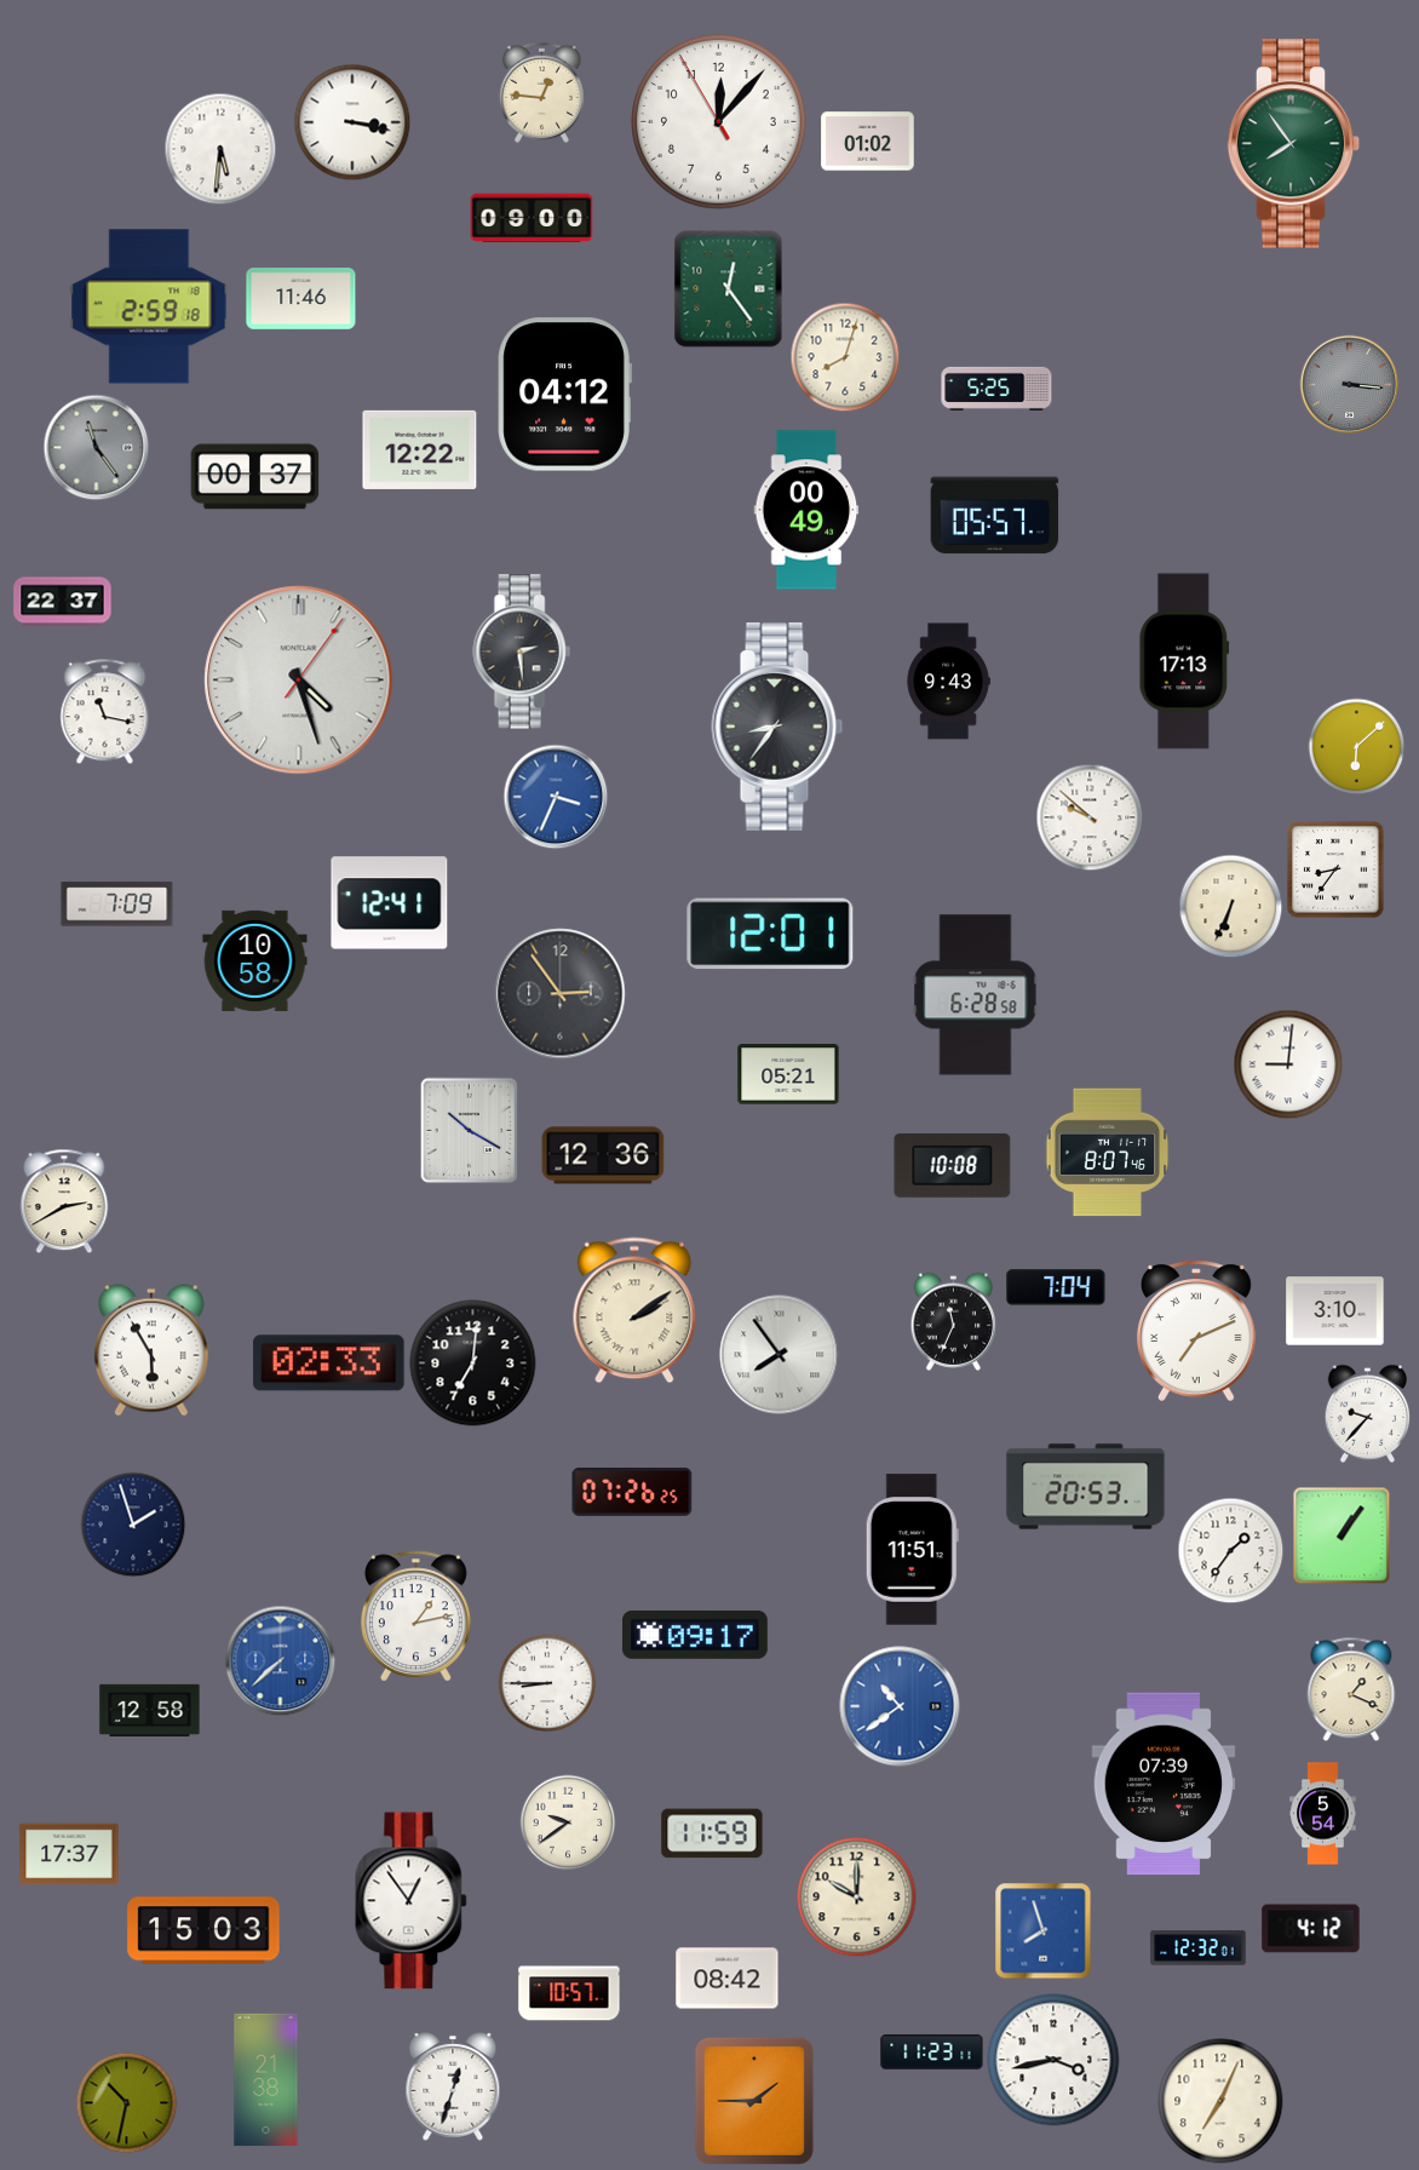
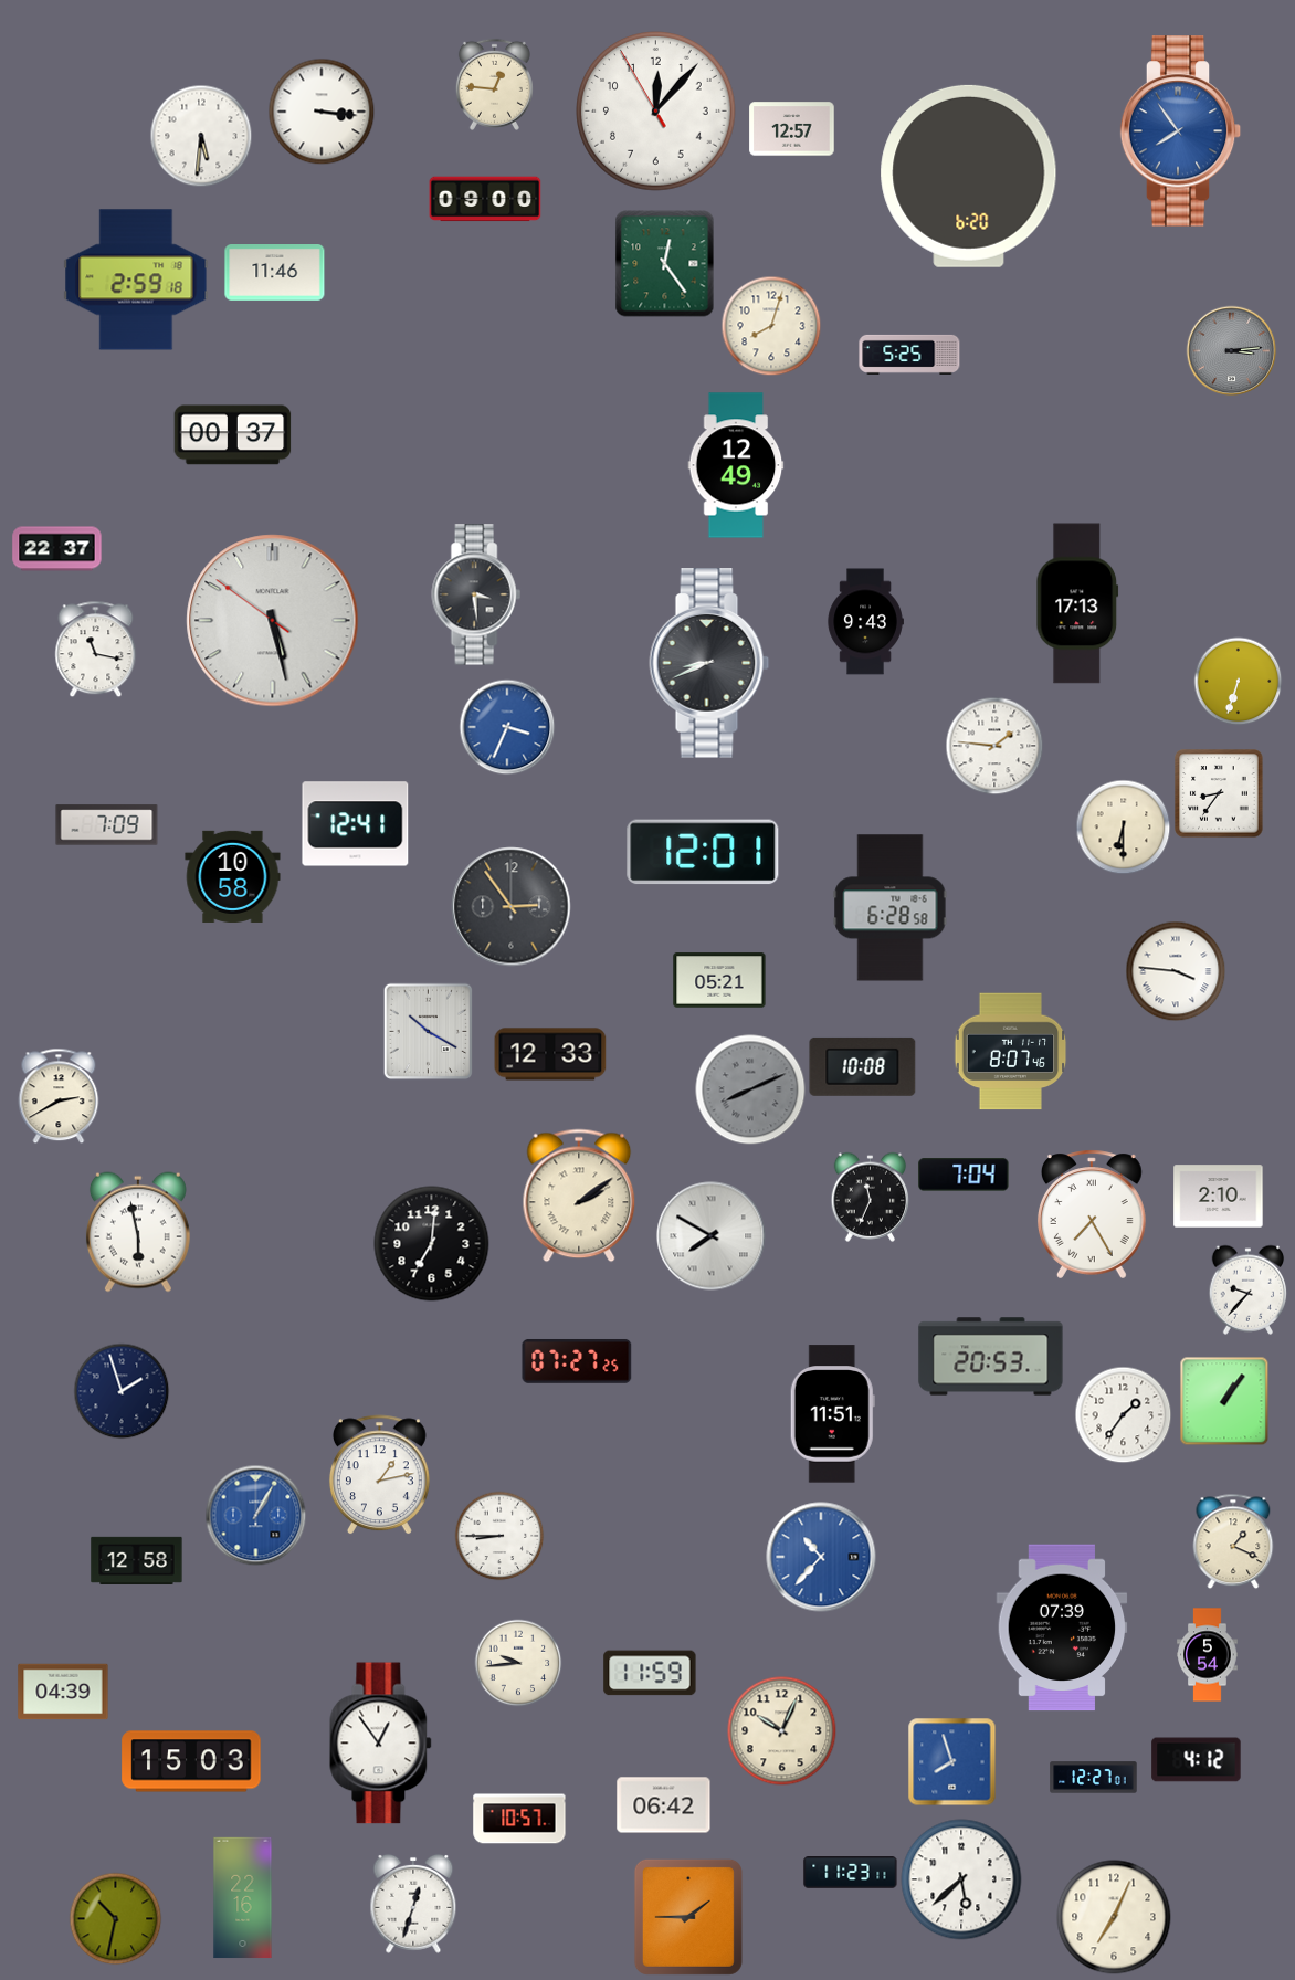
clock at (352, 122): 3:17 -> 3:16
clock at (868, 142): 01:02 -> 12:57
clock at (1294, 144) dial: green -> blue
clock at (969, 176): none -> 6:20
clock at (1349, 384): 3:16 -> 3:14
clock at (564, 395): 04:12 -> none
clock at (96, 447): 11:24 -> none
clock at (420, 449): 12:22 -> none
clock at (806, 510): 00:49 -> 12:49
clock at (995, 516): 05:57 -> none
clock at (522, 651): 2:29 -> 3:29
clock at (1184, 661) position: (1184, 661) -> (1077, 603)
clock at (299, 681): 4:27 -> 5:27
clock at (777, 727): 8:36 -> 8:41
clock at (1356, 746): 6:08 -> 6:33
clock at (1090, 817): 9:52 -> 1:46
clock at (1230, 906): 6:34 -> 6:30
clock at (1288, 1064): 9:01 -> 3:46
clock at (603, 1155): 12:36 -> 12:33
clock at (953, 1165) position: (953, 1165) -> (863, 1066)
clock at (750, 1089): none -> 8:11
clock at (1335, 1311): 3:10 -> 2:10
clock at (954, 1321) position: (954, 1321) -> (871, 1197)
clock at (1196, 1331): 7:11 -> 7:25
clock at (151, 1350): 5:55 -> 5:58
clock at (780, 1355): 7:54 -> 7:50
clock at (329, 1364): 02:33 -> none
clock at (632, 1492): 07:26 -> 07:27
clock at (695, 1635): 09:17 -> none
clock at (280, 1660): 7:38 -> 1:05
clock at (900, 1706): 10:39 -> 10:37
clock at (568, 1822): 9:39 -> 9:44
clock at (69, 1854): 17:37 -> 04:39
clock at (857, 1898): 10:00 -> 10:04
clock at (412, 1901) position: (412, 1901) -> (381, 1744)
clock at (203, 1930) position: (203, 1930) -> (191, 1761)
clock at (1199, 1948): 12:32 -> 12:27
clock at (728, 1979): 08:42 -> 06:42
clock at (1053, 2060): 3:43 -> 5:38
clock at (266, 2080): 21:38 -> 22:16
